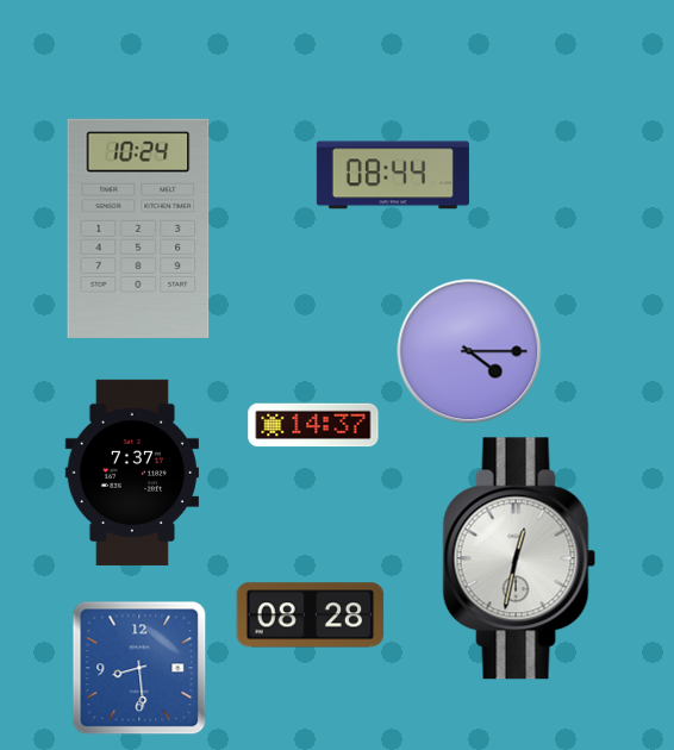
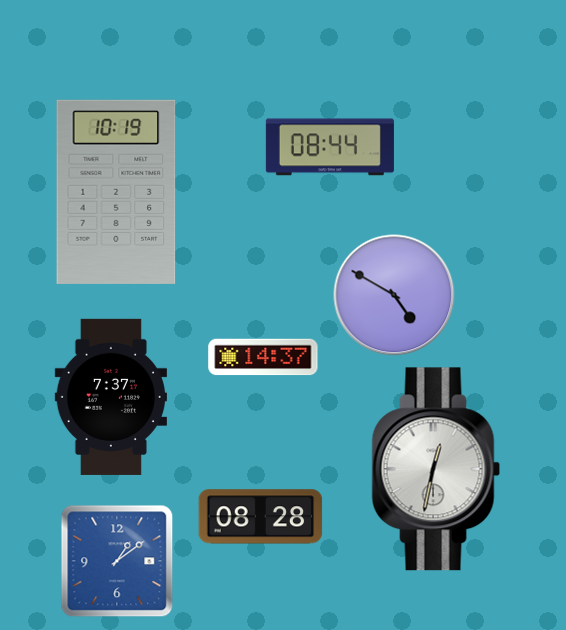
clock at (138, 229): 10:24 -> 10:19
clock at (469, 351): 4:15 -> 4:50
clock at (139, 668): 8:29 -> 1:09
